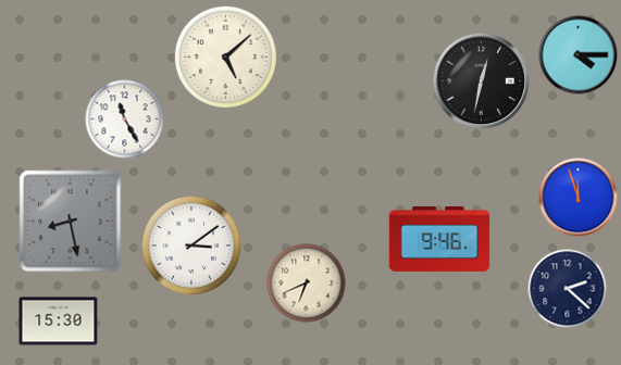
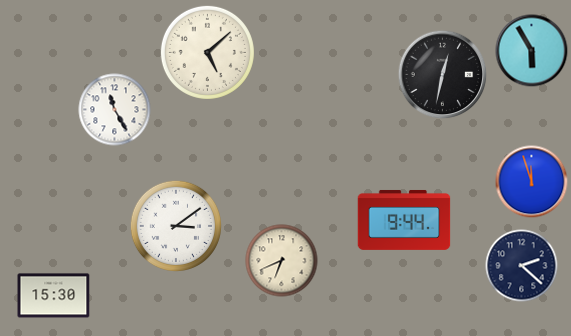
clock at (579, 55): 4:15 -> 5:55
clock at (71, 222): 8:28 -> none
clock at (439, 239): 9:46 -> 9:44
